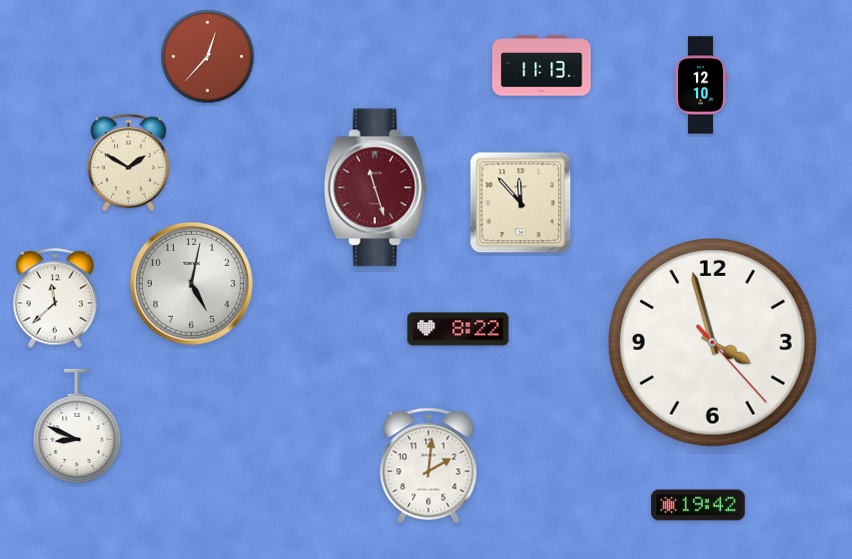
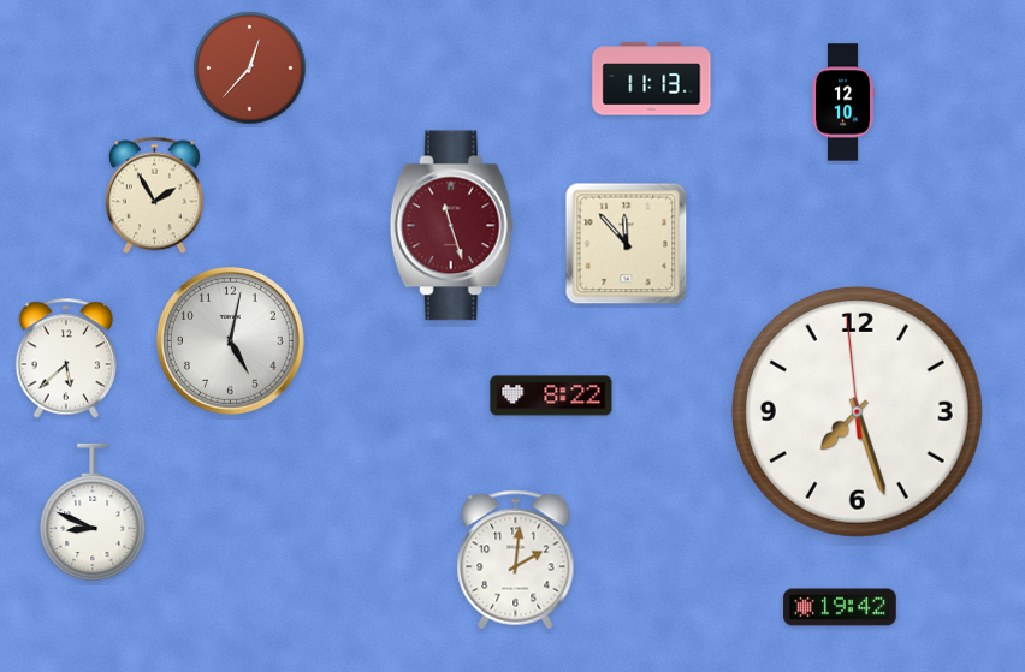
clock at (128, 163): 1:50 -> 1:55
clock at (55, 298): 11:38 -> 5:38
clock at (712, 342): 3:57 -> 7:26
